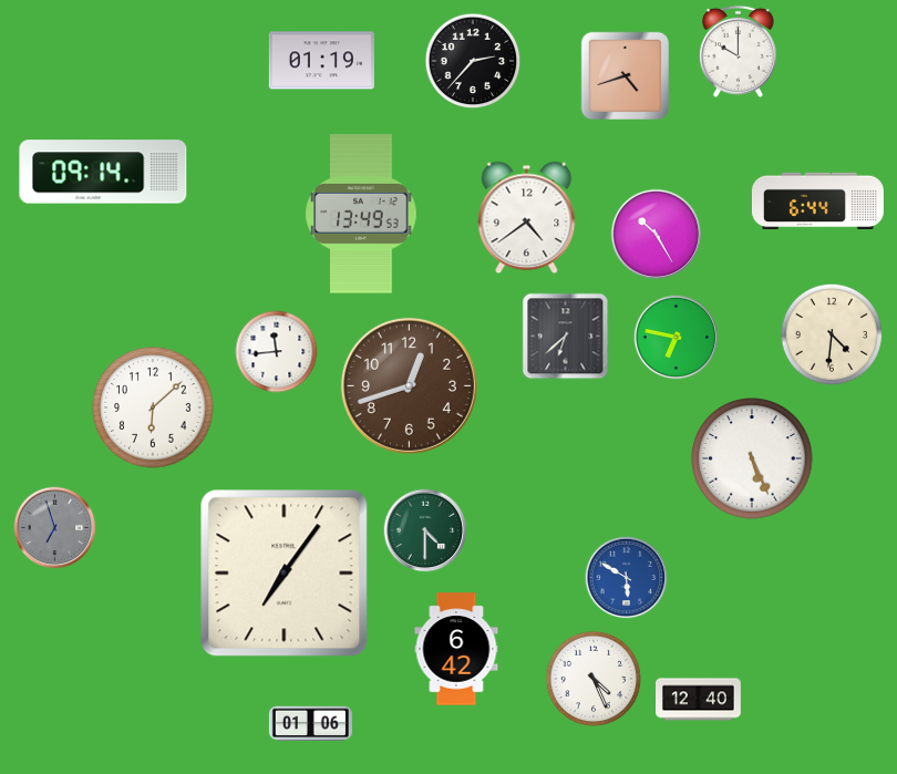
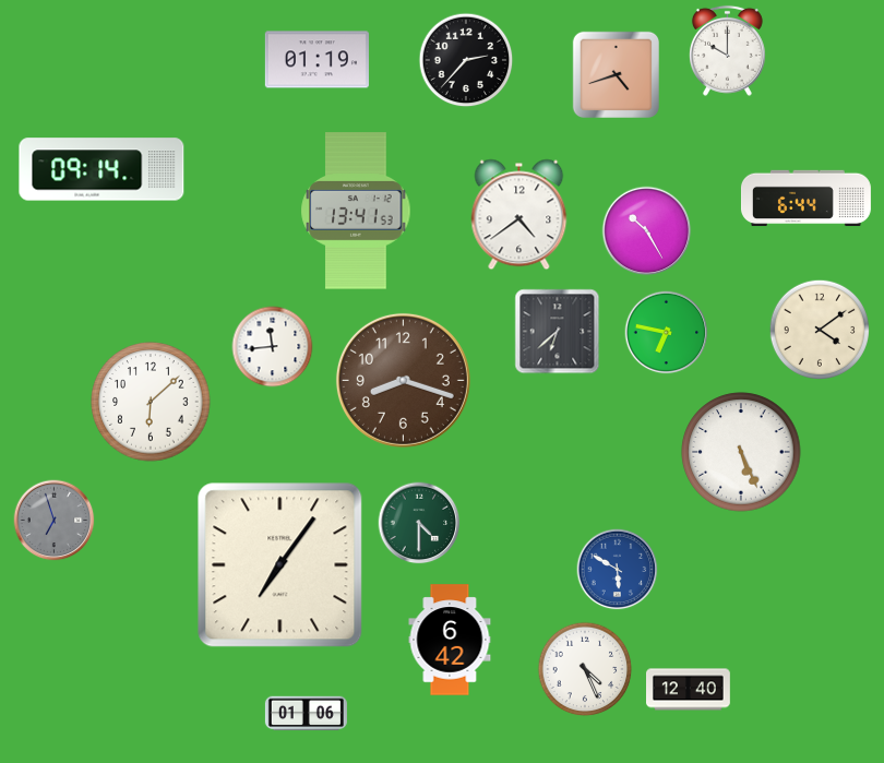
clock at (361, 214): 13:49 -> 13:41
clock at (831, 333): 4:31 -> 4:09
clock at (409, 385): 12:42 -> 8:18
